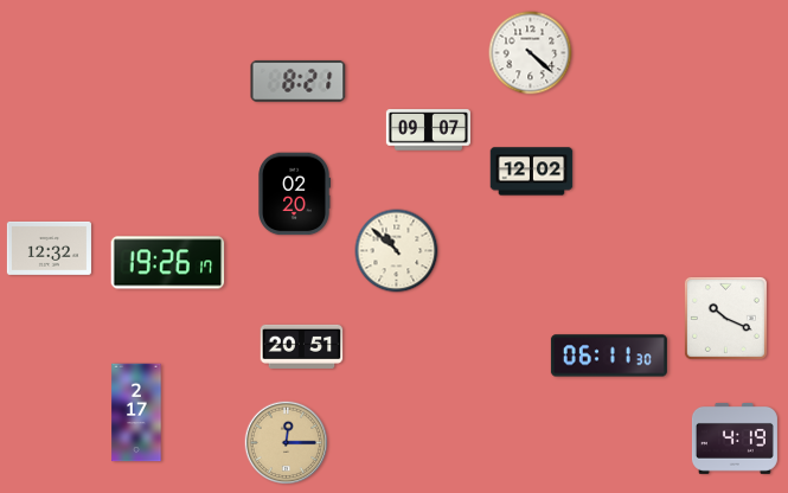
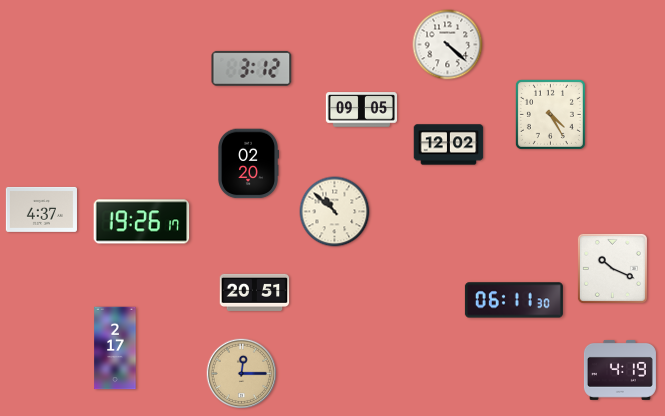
clock at (299, 81): 8:21 -> 3:12
clock at (428, 130): 09:07 -> 09:05
clock at (550, 114): none -> 4:25
clock at (49, 248): 12:32 -> 4:37
